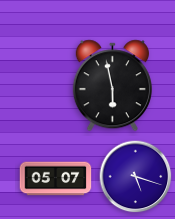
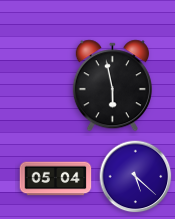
clock at (136, 177): 5:18 -> 5:22
clock at (56, 179): 05:07 -> 05:04
